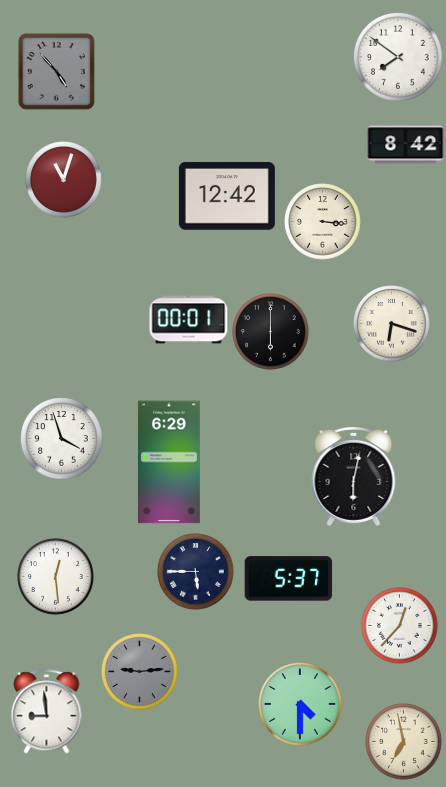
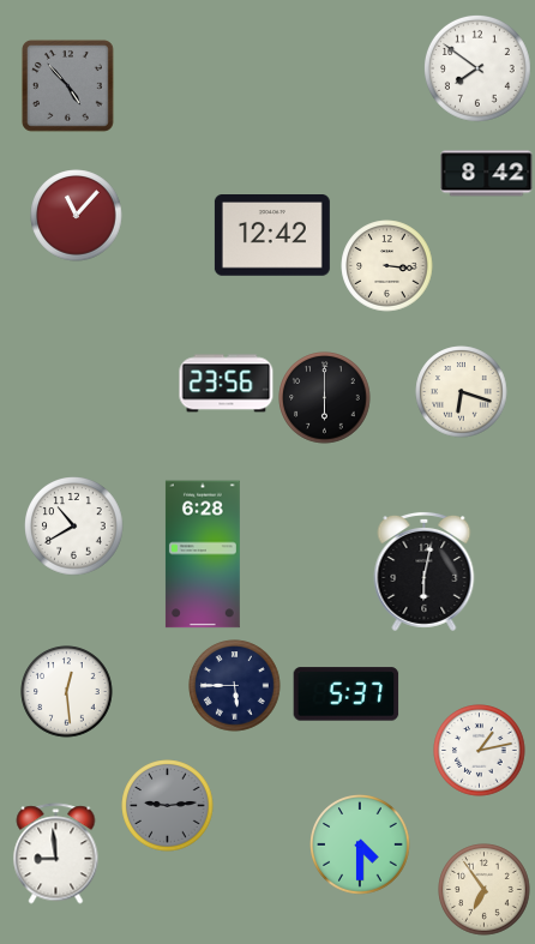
clock at (64, 180): 11:03 -> 11:07
clock at (189, 320): 00:01 -> 23:56
clock at (392, 324) position: (392, 324) -> (462, 392)
clock at (62, 439): 3:57 -> 10:40
clock at (169, 462): 6:29 -> 6:28
clock at (400, 626): 12:37 -> 1:13
clock at (404, 742): 6:58 -> 6:54
